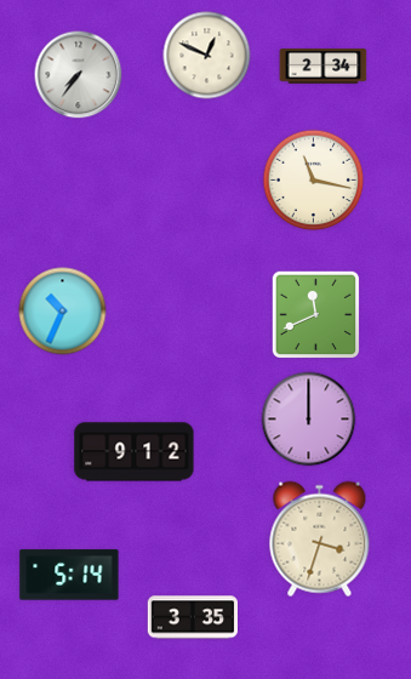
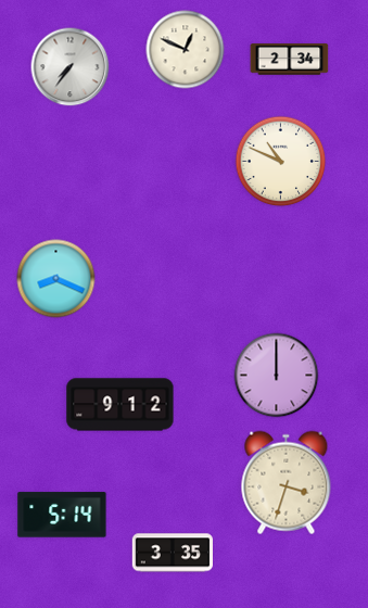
clock at (314, 181): 11:17 -> 10:49
clock at (63, 312): 10:34 -> 8:19
clock at (316, 315): 11:41 -> none
